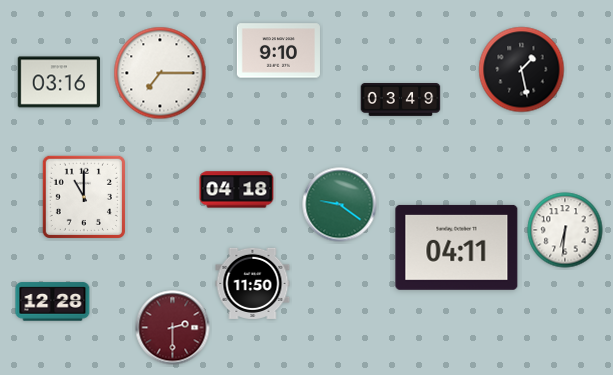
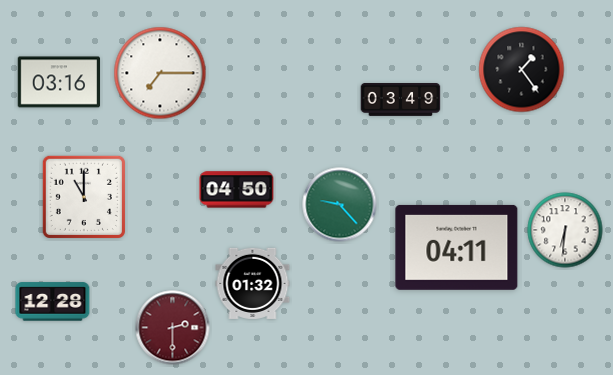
clock at (278, 51): 9:10 -> none
clock at (522, 70): 1:28 -> 1:24
clock at (237, 190): 04:18 -> 04:50
clock at (340, 205): 9:21 -> 9:23
clock at (253, 283): 11:50 -> 01:32
